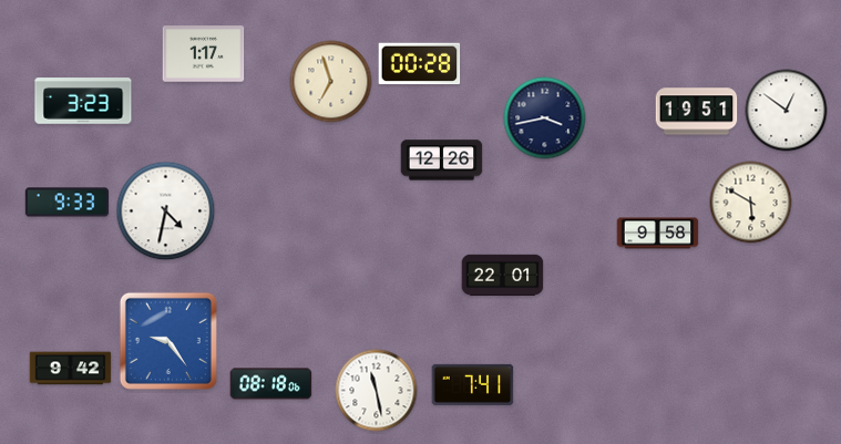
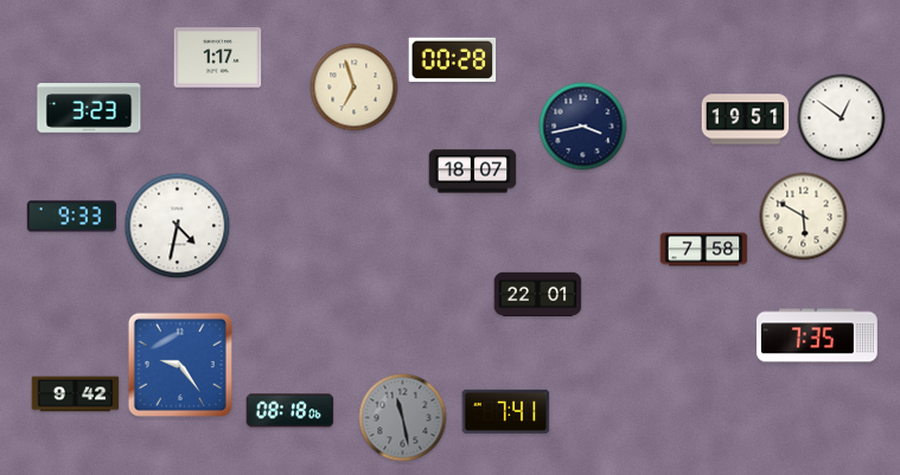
clock at (420, 64) position: (420, 64) -> (453, 60)
clock at (442, 161): 12:26 -> 18:07
clock at (658, 234): 9:58 -> 7:58
clock at (818, 335): none -> 7:35
clock at (377, 391) dial: white -> grey
